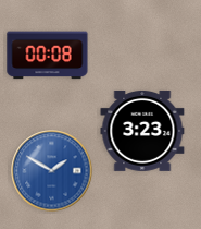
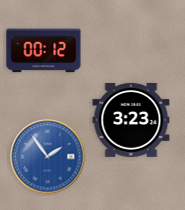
clock at (48, 56): 00:08 -> 00:12
clock at (52, 171): 1:50 -> 1:54
